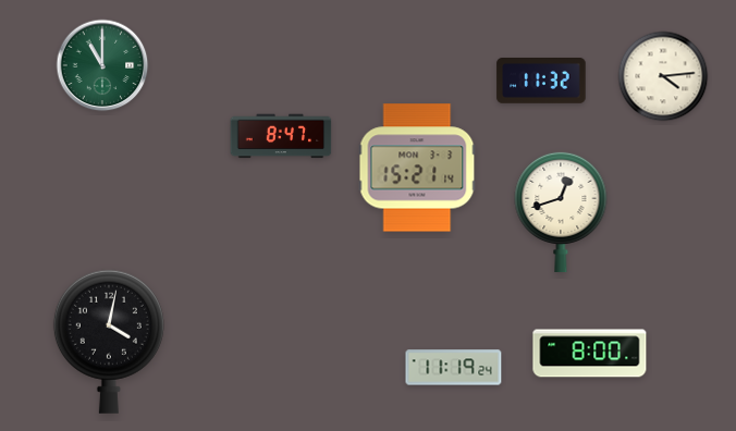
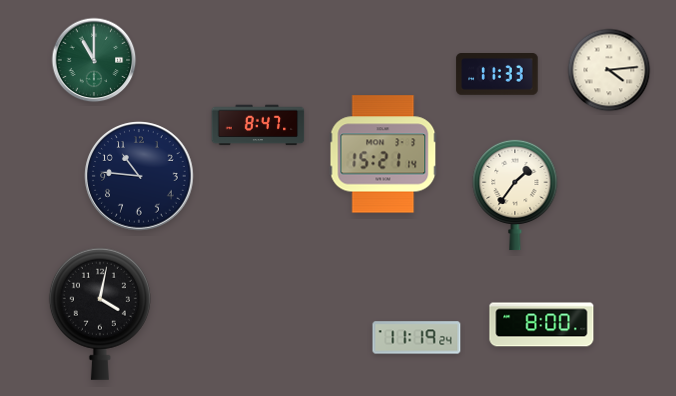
clock at (541, 82): 11:32 -> 11:33
clock at (139, 176): none -> 10:46
clock at (561, 212): 12:42 -> 1:36
